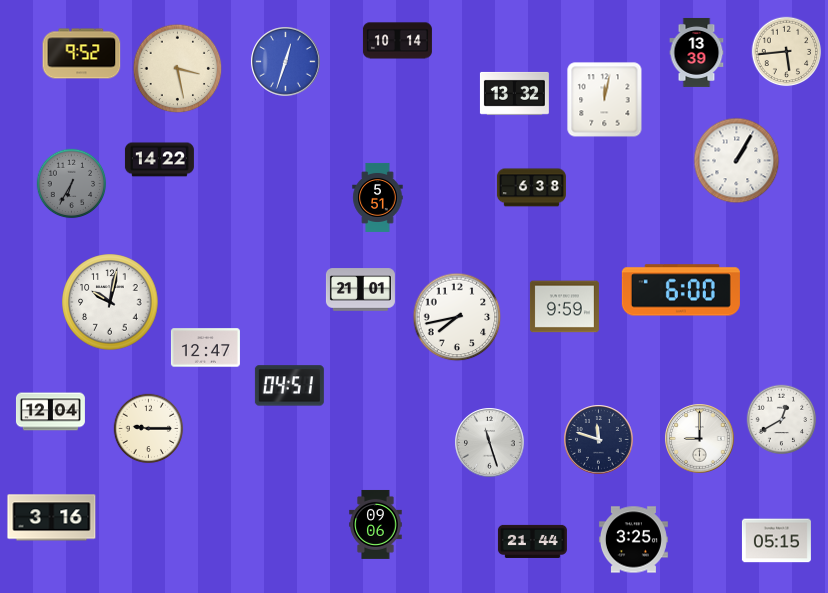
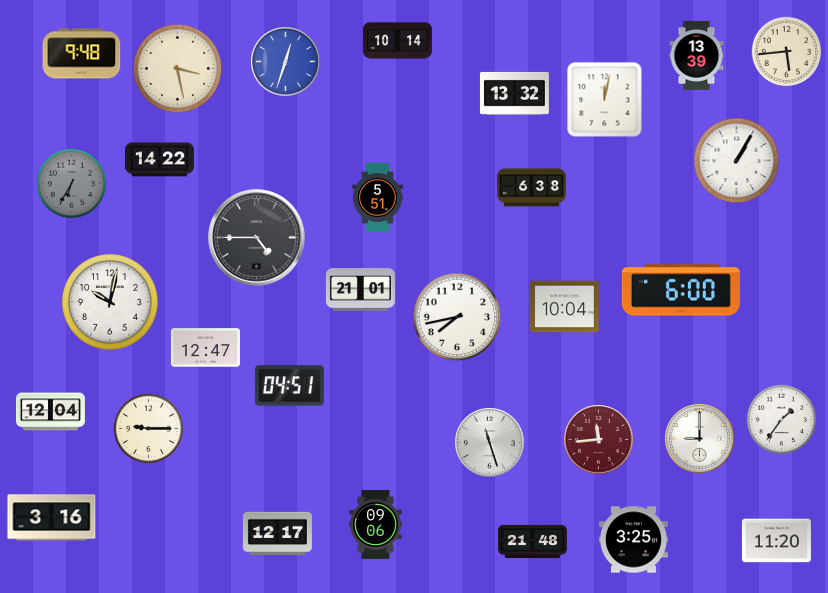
clock at (697, 52) position: (697, 52) -> (697, 55)
clock at (82, 54): 9:52 -> 9:48
clock at (257, 238): none -> 4:45
clock at (564, 307): 9:59 -> 10:04
clock at (782, 420): 12:40 -> 1:36
clock at (599, 440): 11:48 -> 11:44
clock at (599, 440) dial: navy -> burgundy
clock at (277, 533): none -> 12:17
clock at (532, 541): 21:44 -> 21:48
clock at (776, 541): 05:15 -> 11:20
